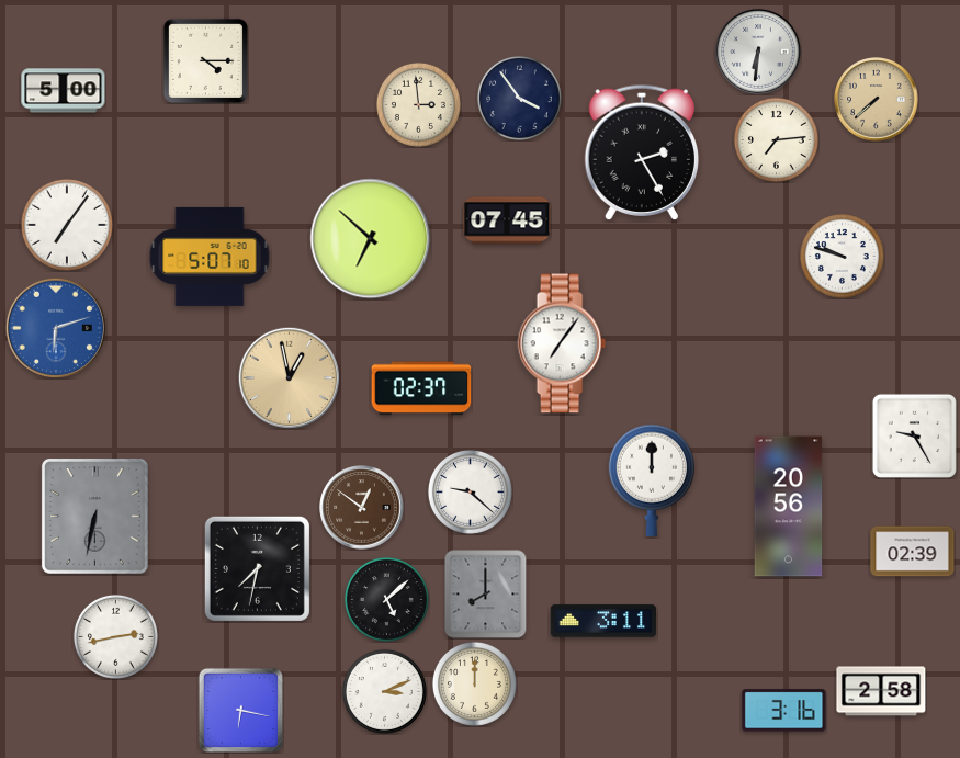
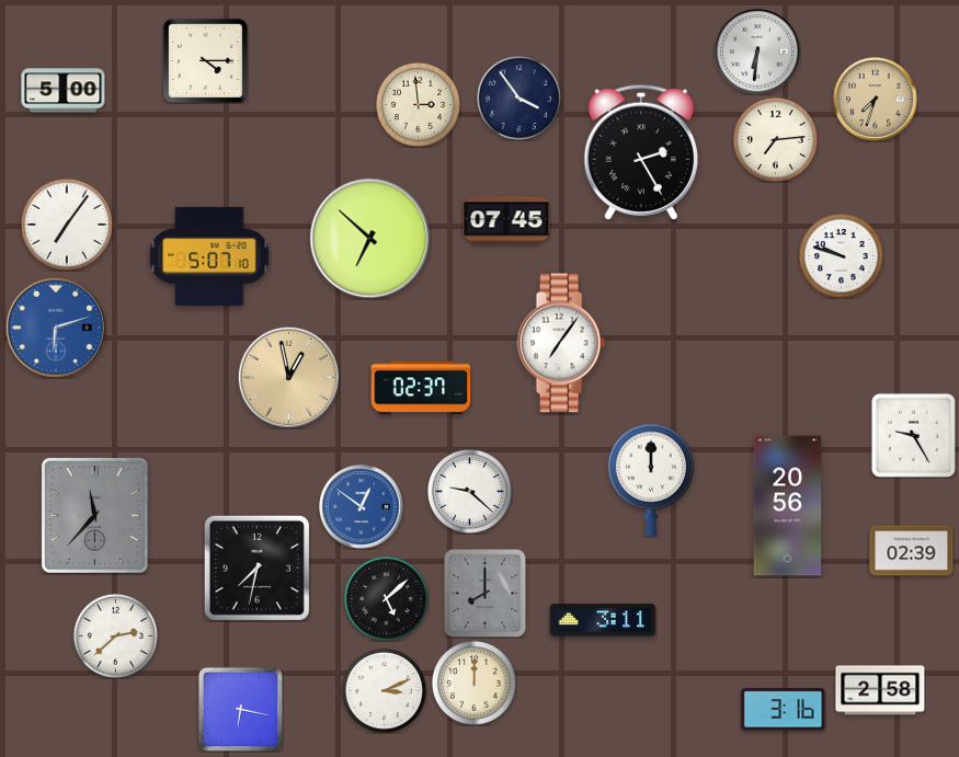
clock at (877, 100): 7:38 -> 7:33
clock at (362, 508) dial: brown -> blue
clock at (94, 516): 6:32 -> 11:37
clock at (115, 636): 2:43 -> 2:38
